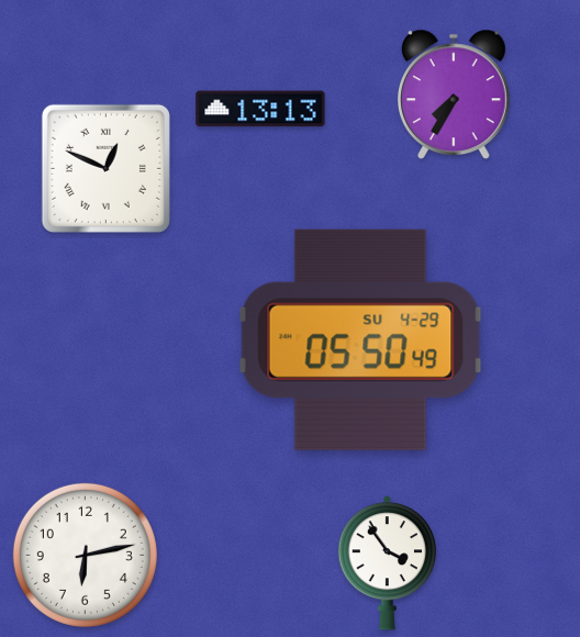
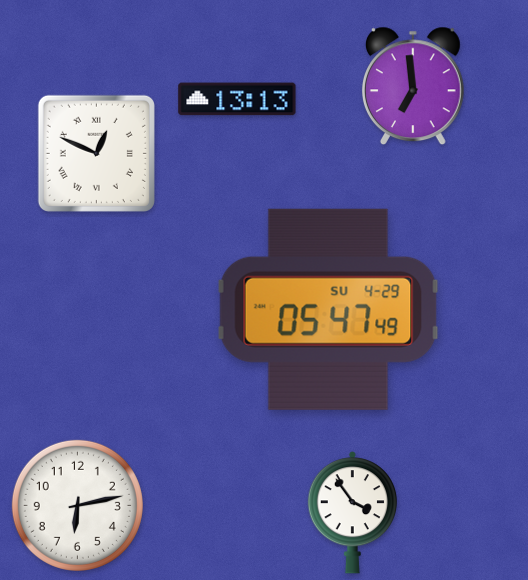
clock at (454, 94): 7:35 -> 6:59
clock at (360, 339): 05:50 -> 05:47
